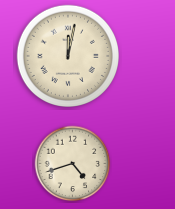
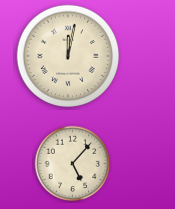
clock at (73, 164): 4:42 -> 5:07
